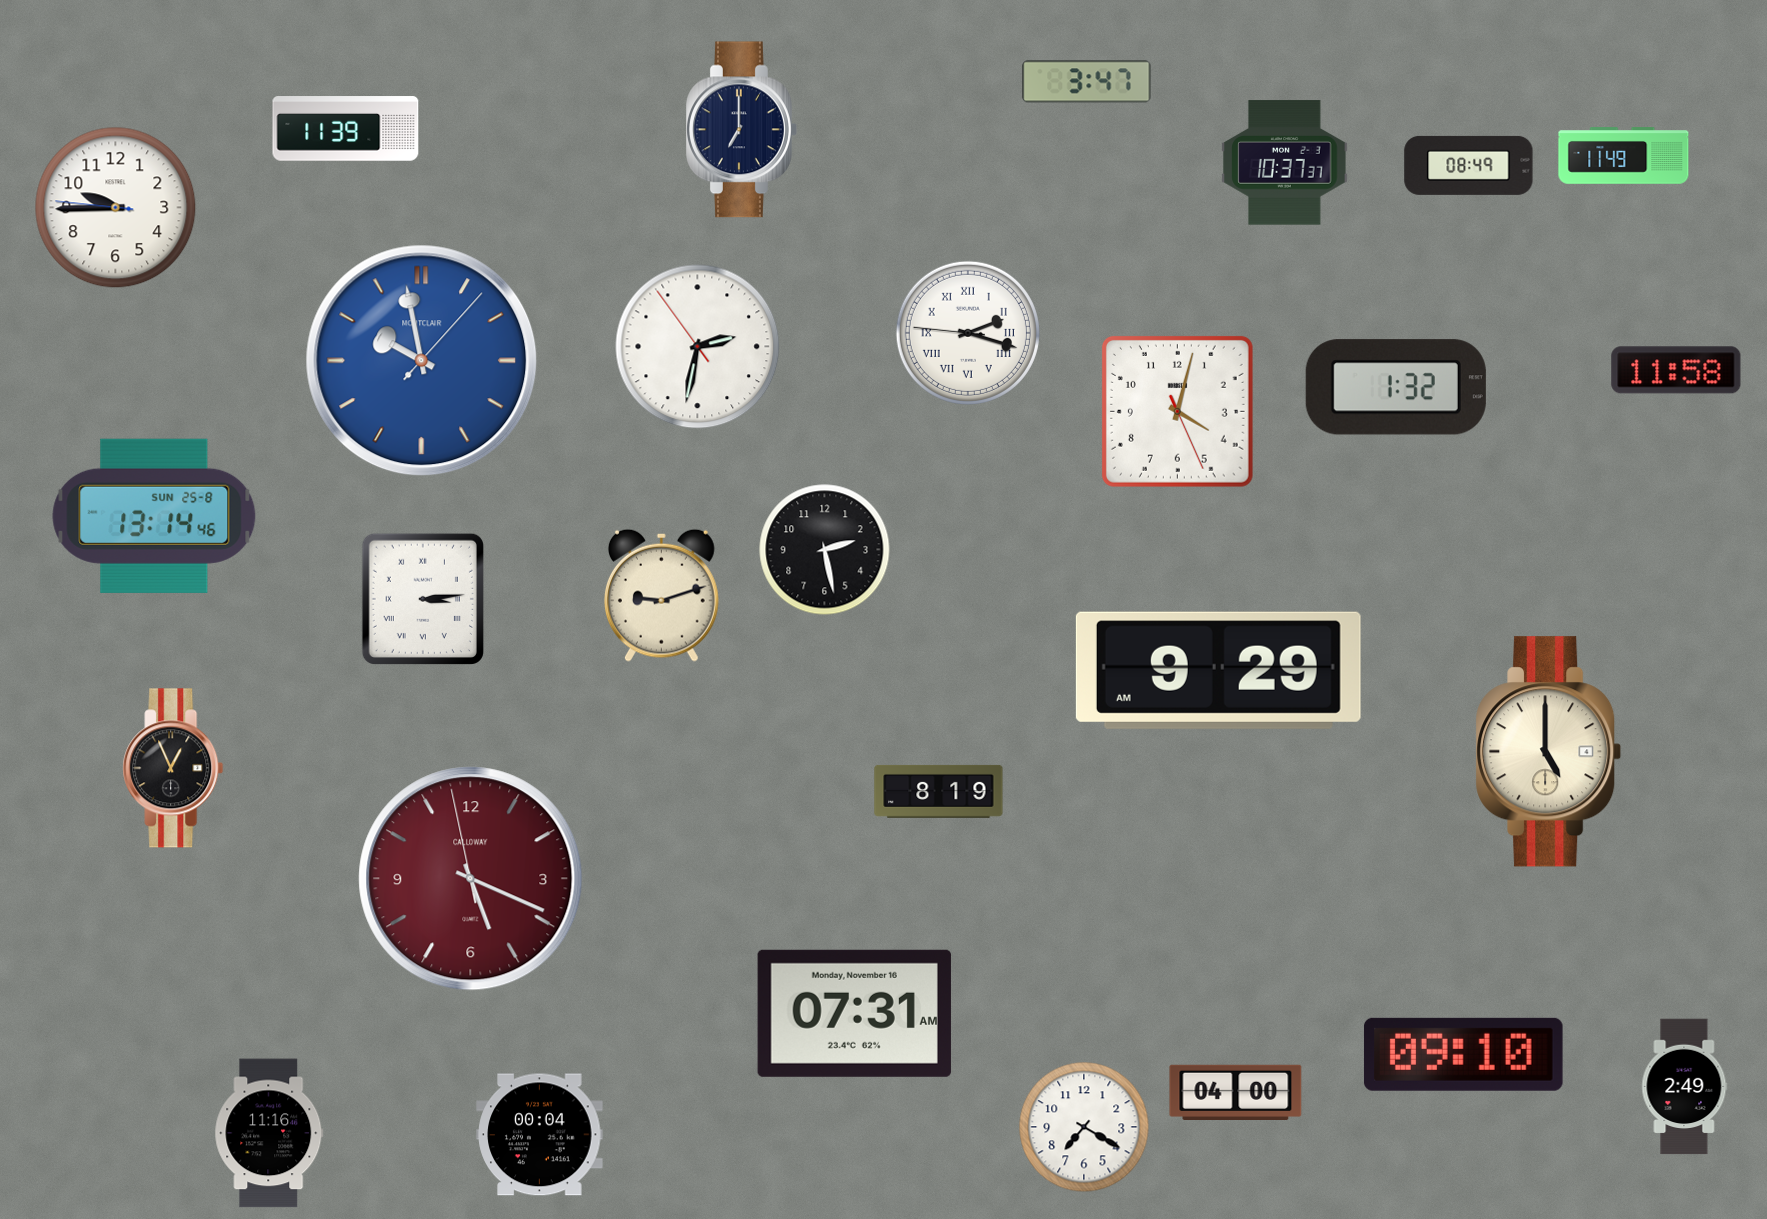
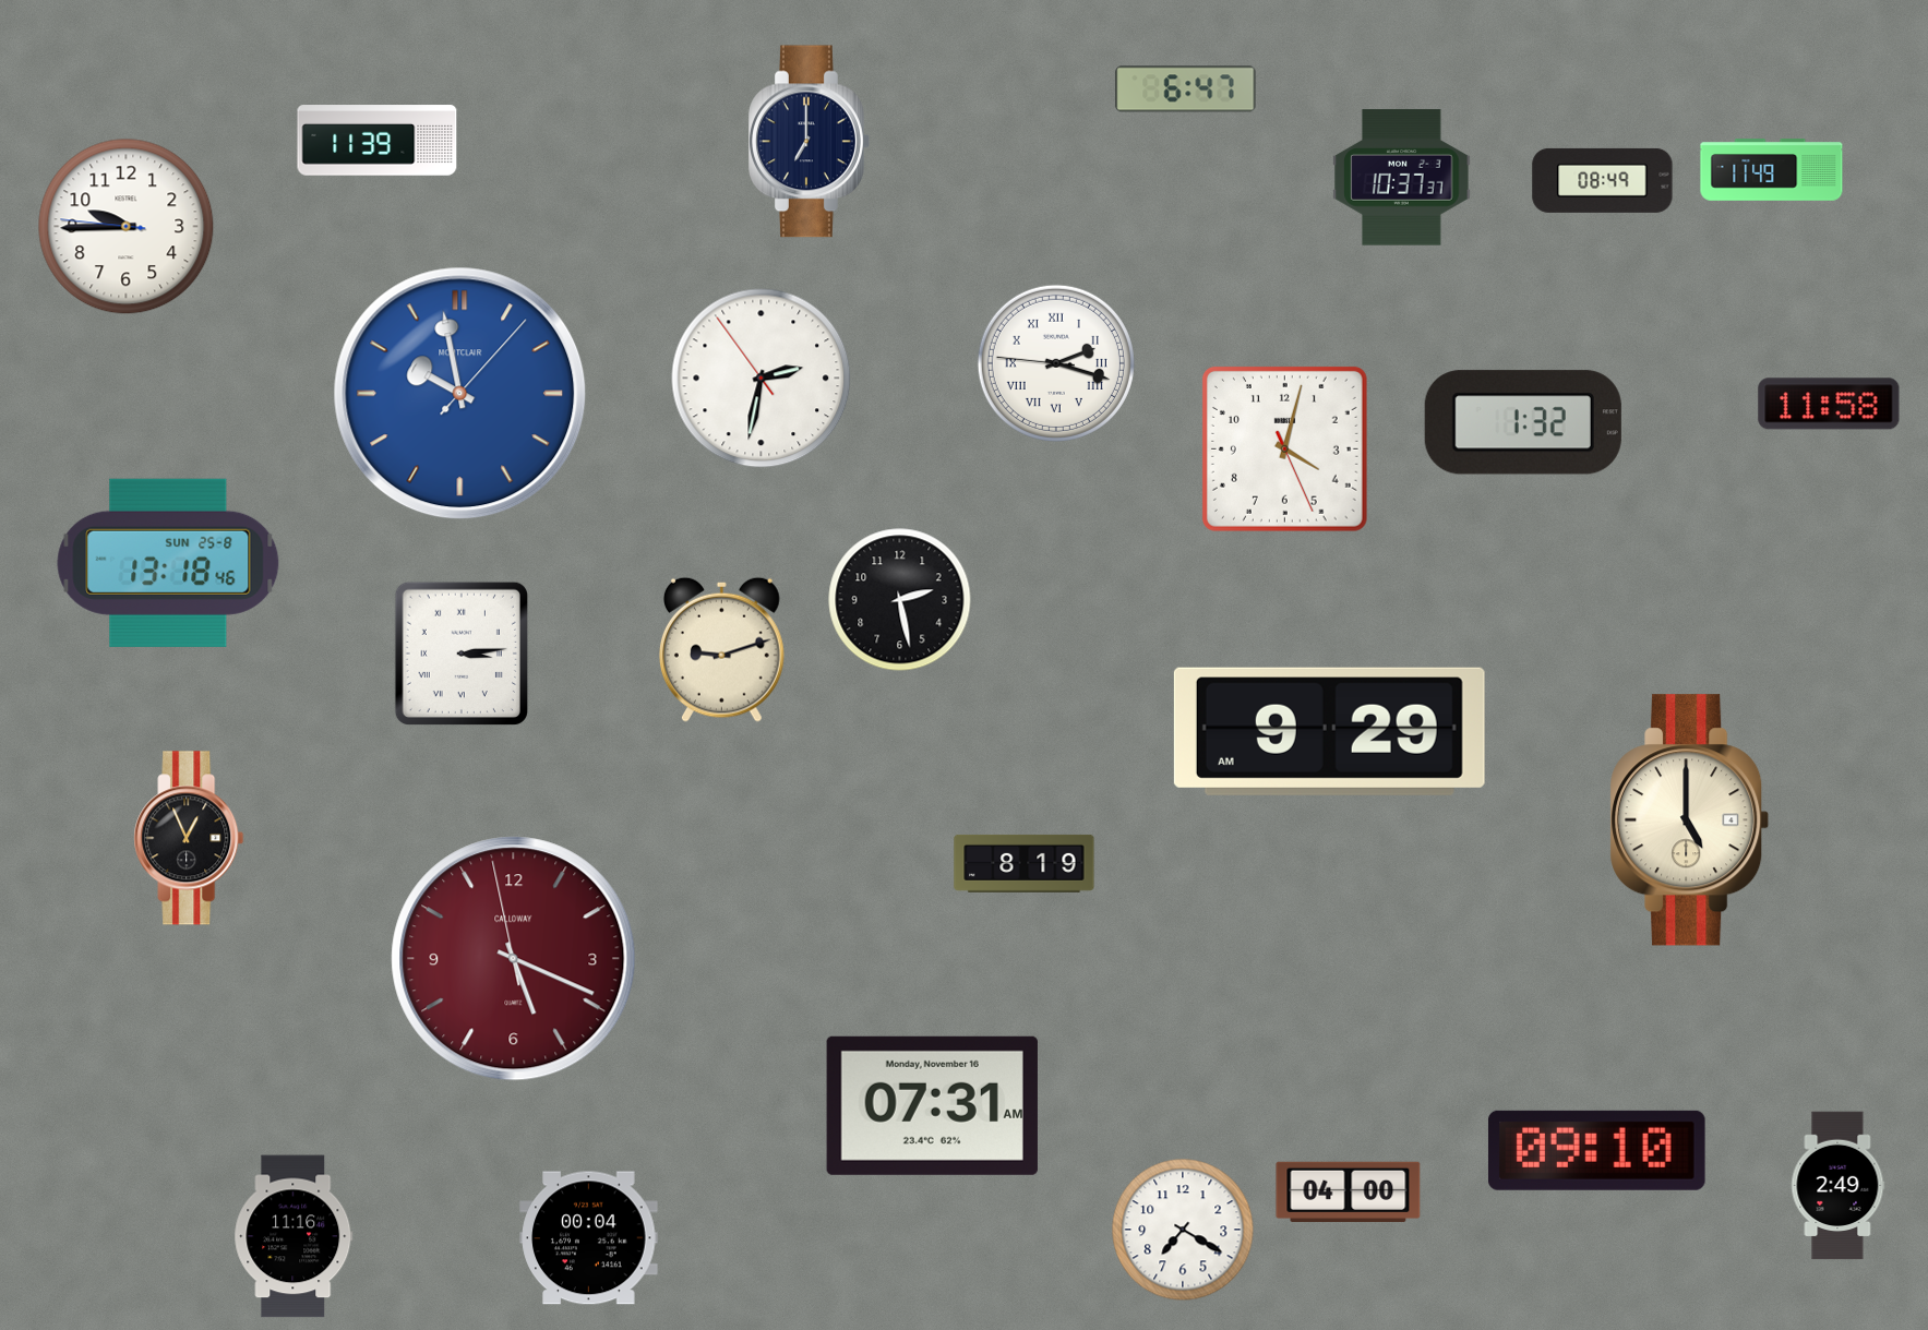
clock at (1087, 82): 3:47 -> 6:47
clock at (154, 516): 13:14 -> 13:18
